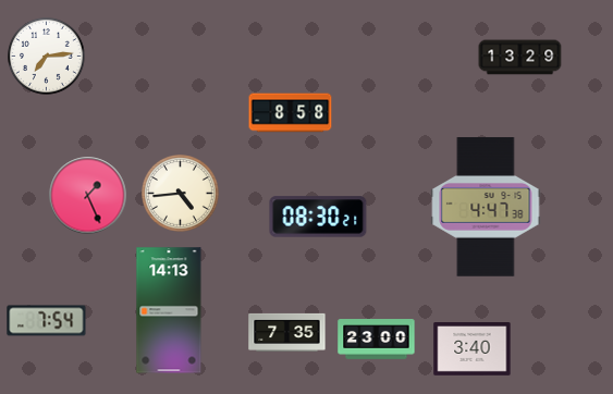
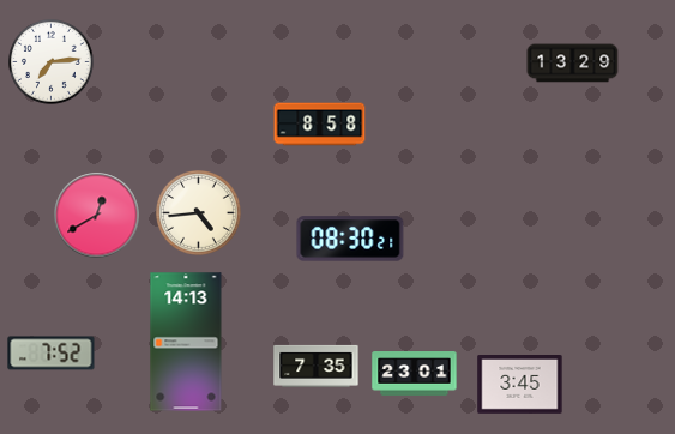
clock at (88, 196): 1:26 -> 12:40
clock at (486, 207): 4:47 -> none
clock at (47, 321): 7:54 -> 7:52
clock at (377, 340): 23:00 -> 23:01
clock at (473, 349): 3:40 -> 3:45
